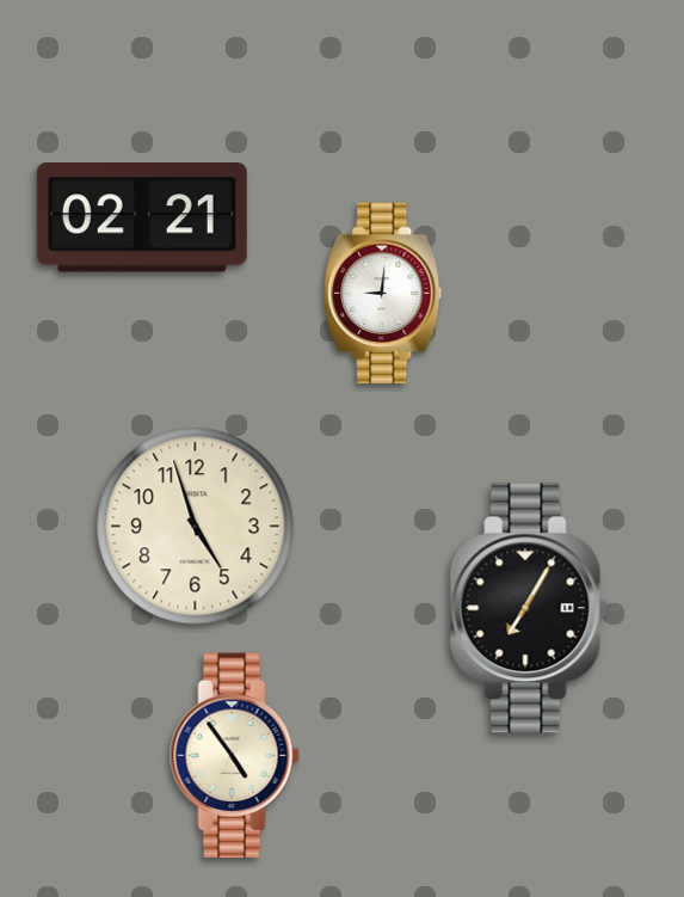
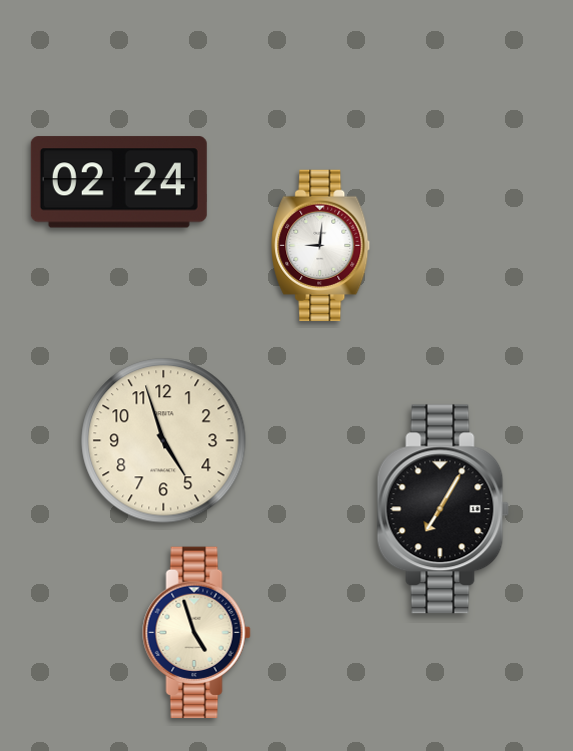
clock at (142, 217): 02:21 -> 02:24
clock at (235, 756): 4:54 -> 4:57
